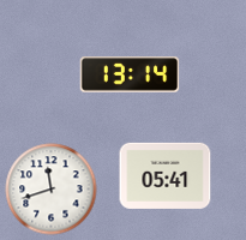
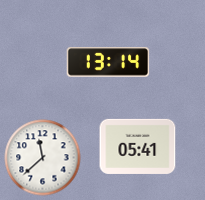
clock at (52, 190): 11:42 -> 11:38
